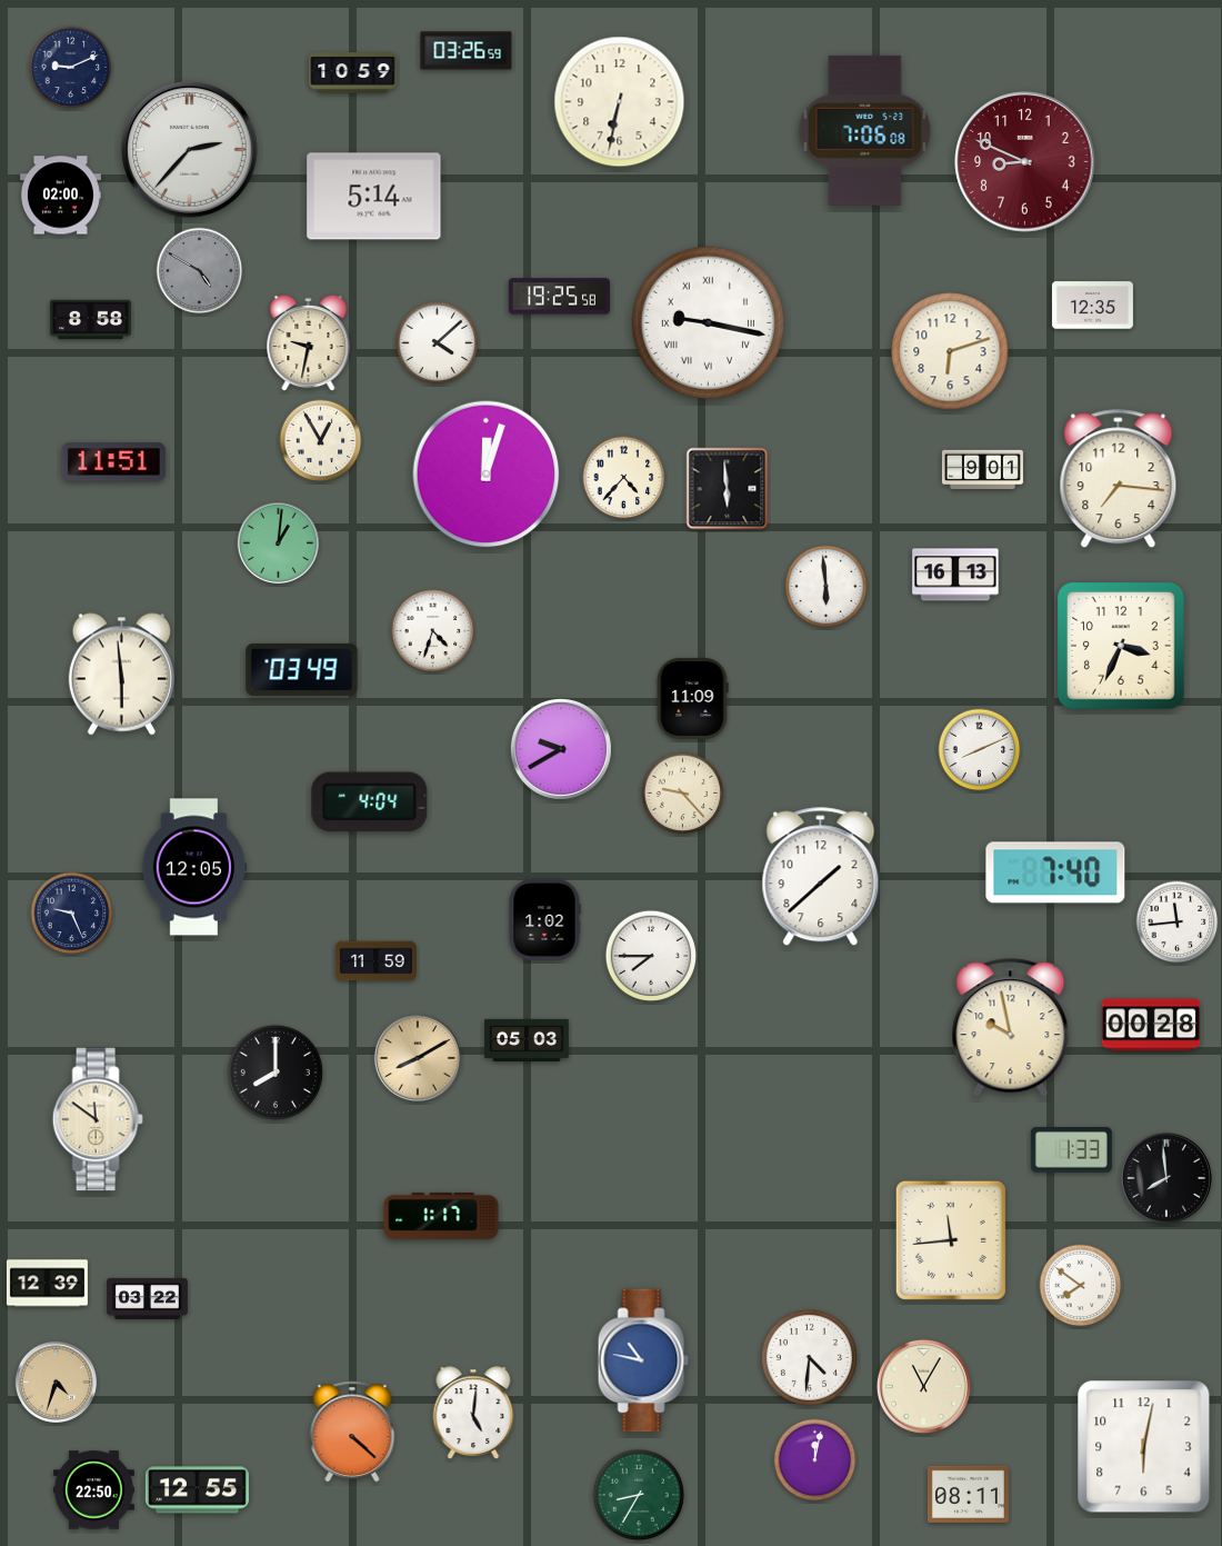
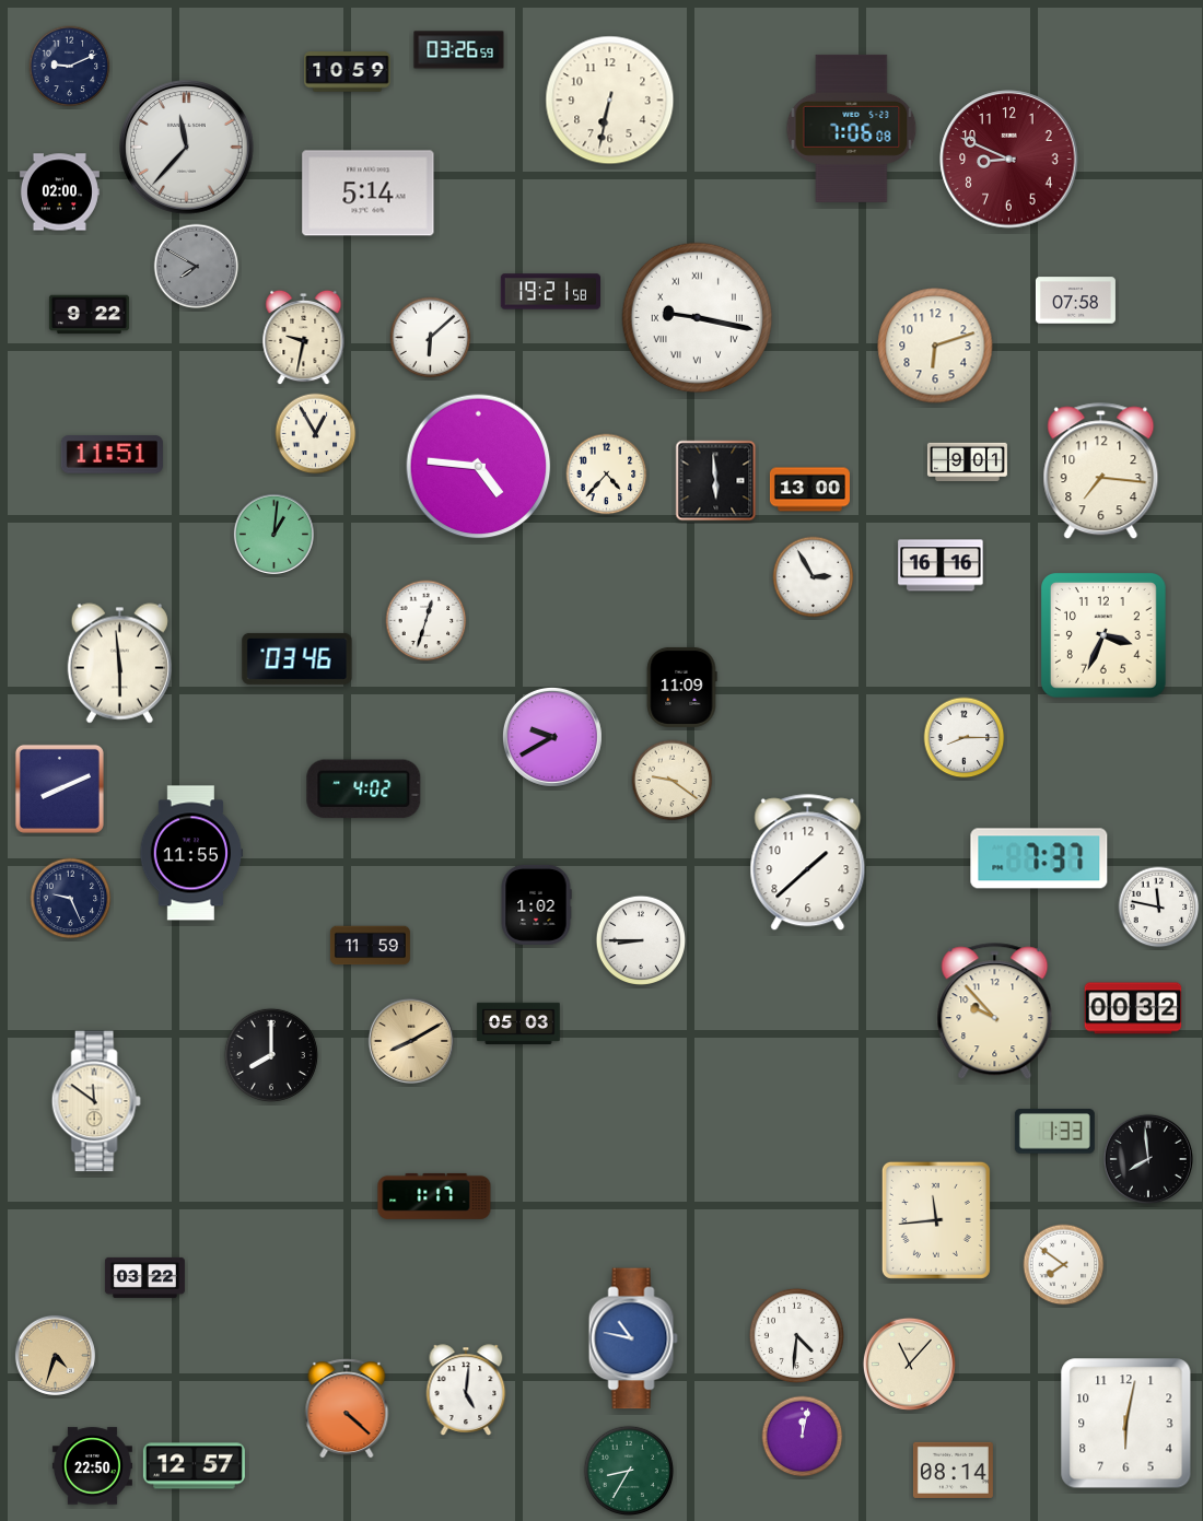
clock at (190, 150): 2:37 -> 11:37
clock at (200, 271): 4:50 -> 7:50
clock at (559, 297): 19:25 -> 19:21
clock at (1092, 306): 12:35 -> 07:58
clock at (90, 320): 8:58 -> 9:22
clock at (438, 343): 4:08 -> 6:08
clock at (487, 475): 12:03 -> 4:46
clock at (624, 478) position: (624, 478) -> (607, 475)
clock at (809, 490): none -> 13:00
clock at (955, 575): 16:13 -> 16:16
clock at (827, 587): 5:59 -> 2:55
clock at (433, 631): 4:33 -> 12:33
clock at (302, 669): 03:49 -> 03:46
clock at (980, 750): 8:11 -> 8:15
clock at (683, 794): 9:23 -> 9:21
clock at (59, 788): none -> 8:11
clock at (370, 802): 4:04 -> 4:02
clock at (194, 867): 12:05 -> 11:55
clock at (1055, 872): 7:40 -> 7:37
clock at (1178, 922): 11:44 -> 11:47
clock at (651, 956): 7:45 -> 8:45
clock at (1151, 1025): 00:28 -> 00:32
clock at (1011, 1028): 9:58 -> 9:53
clock at (47, 1284): 12:39 -> none
clock at (56, 1382) position: (56, 1382) -> (55, 1355)
clock at (923, 1386): 11:05 -> 11:07
clock at (197, 1490): 12:55 -> 12:57
clock at (968, 1494): 08:11 -> 08:14
